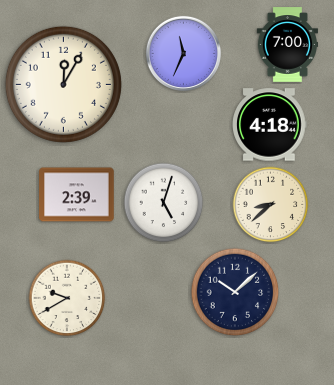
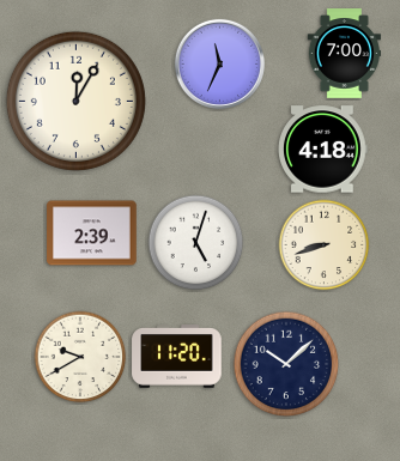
clock at (271, 205): 8:38 -> 8:42
clock at (235, 292) position: (235, 292) -> (286, 364)
clock at (177, 357): none -> 11:20
